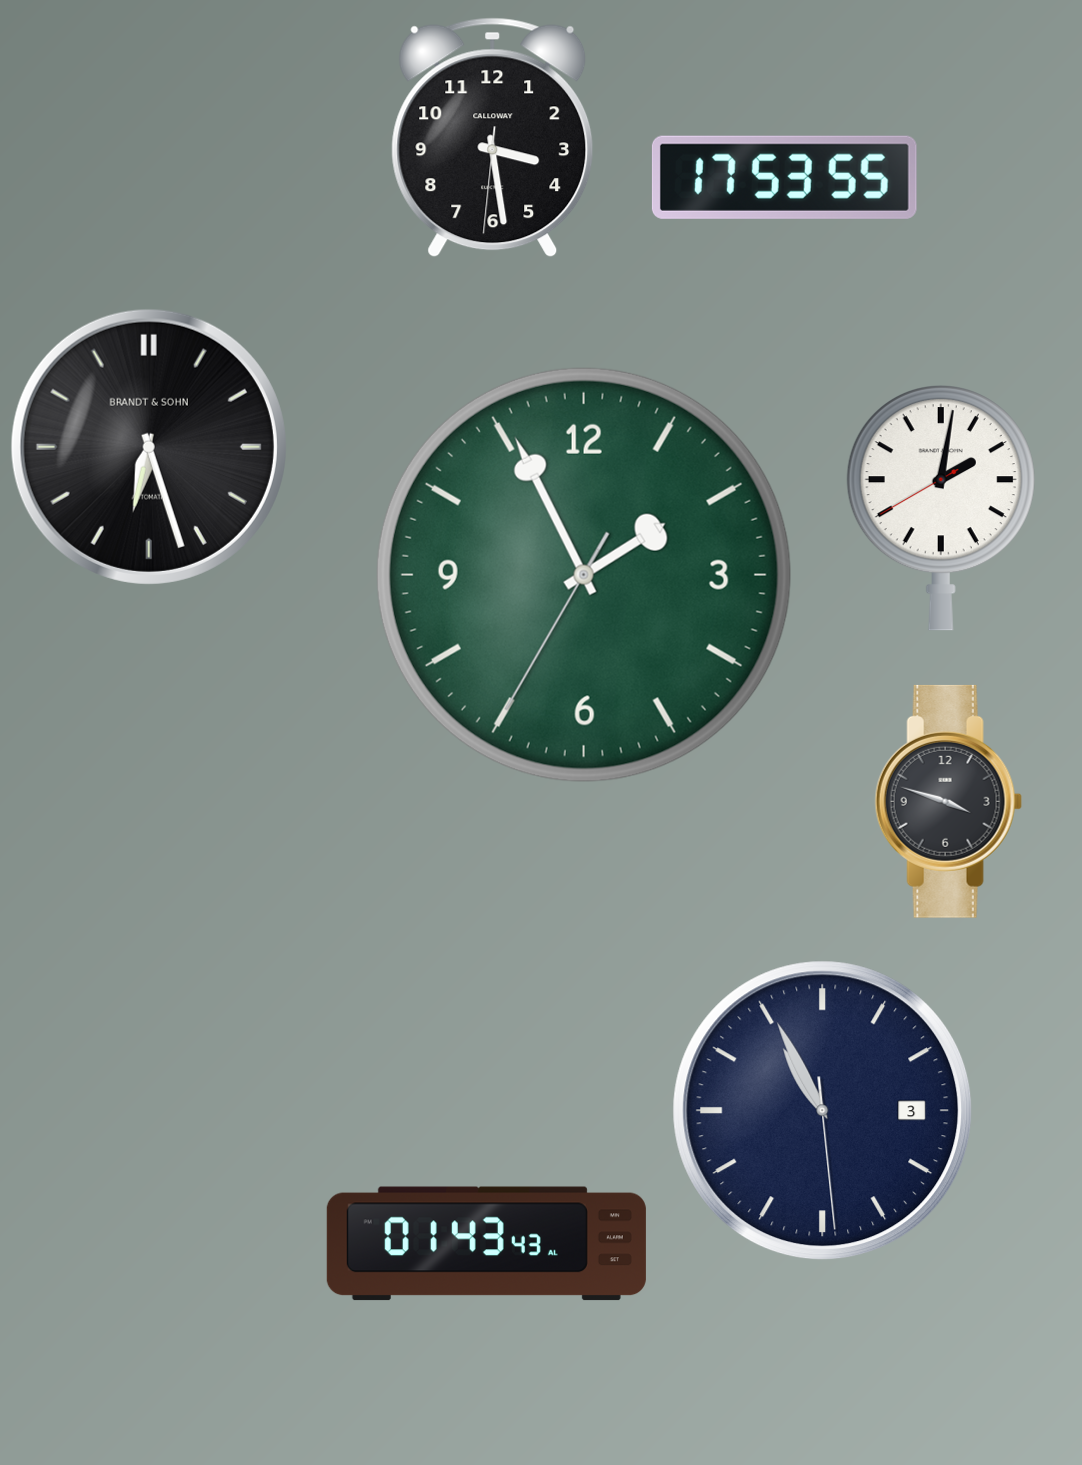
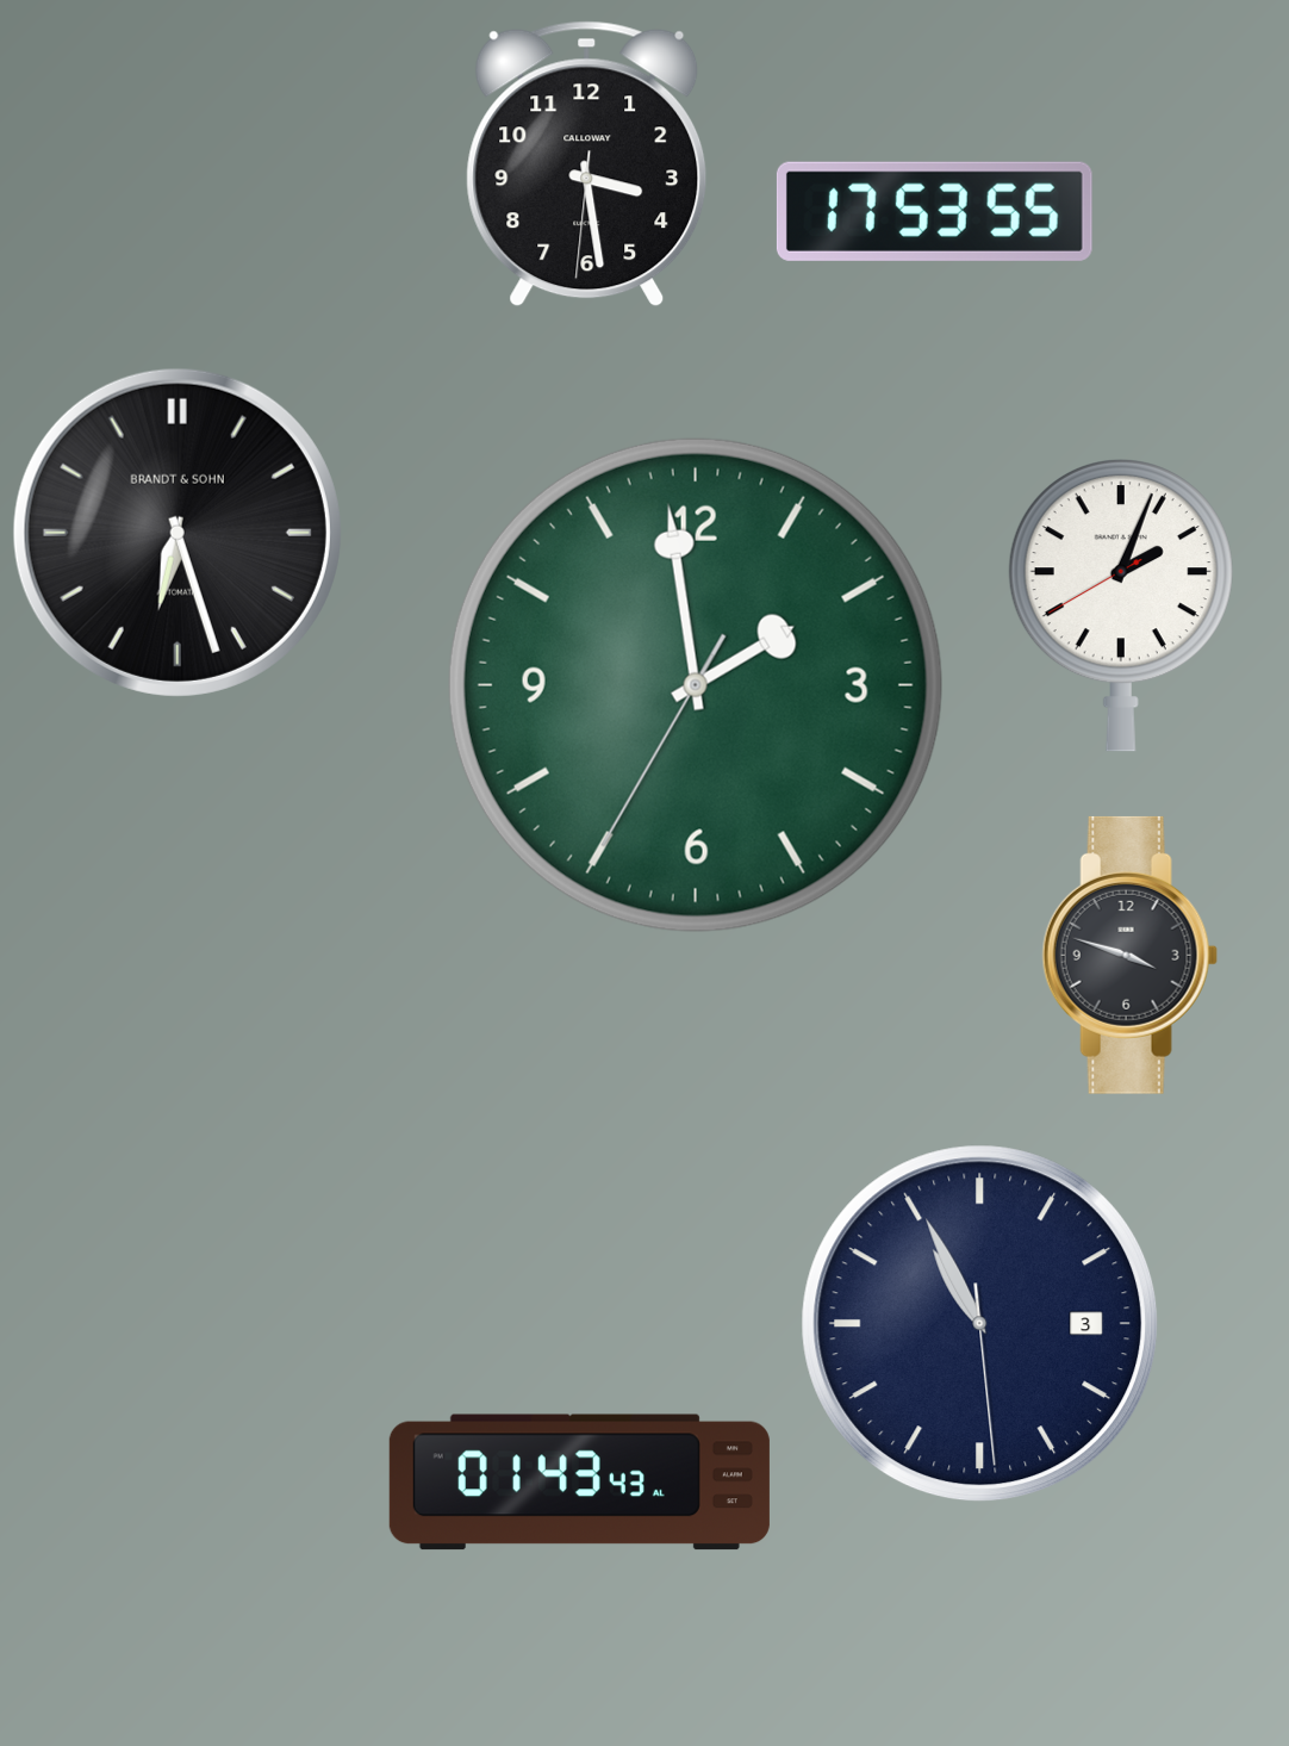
clock at (941, 508): 2:01 -> 2:03
clock at (584, 575): 1:55 -> 1:58
